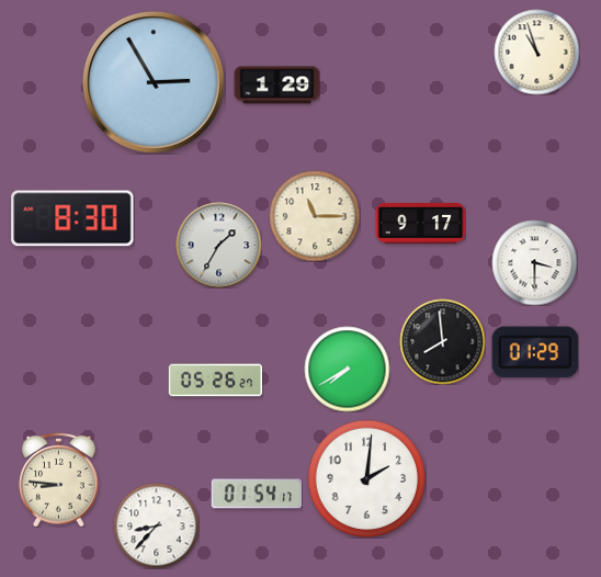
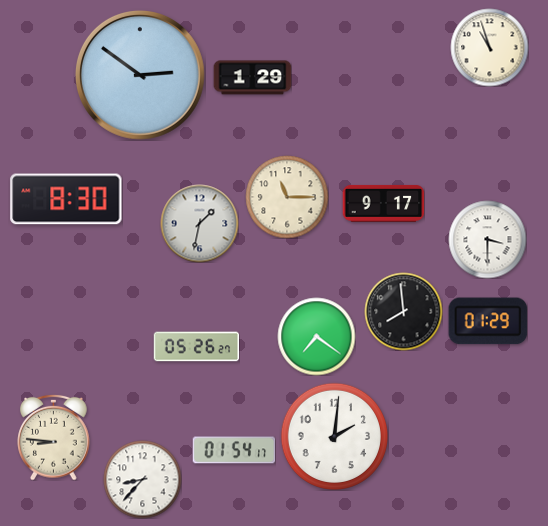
clock at (154, 82): 2:55 -> 2:51
clock at (218, 245): 1:35 -> 1:32
clock at (347, 369): 7:40 -> 7:21
